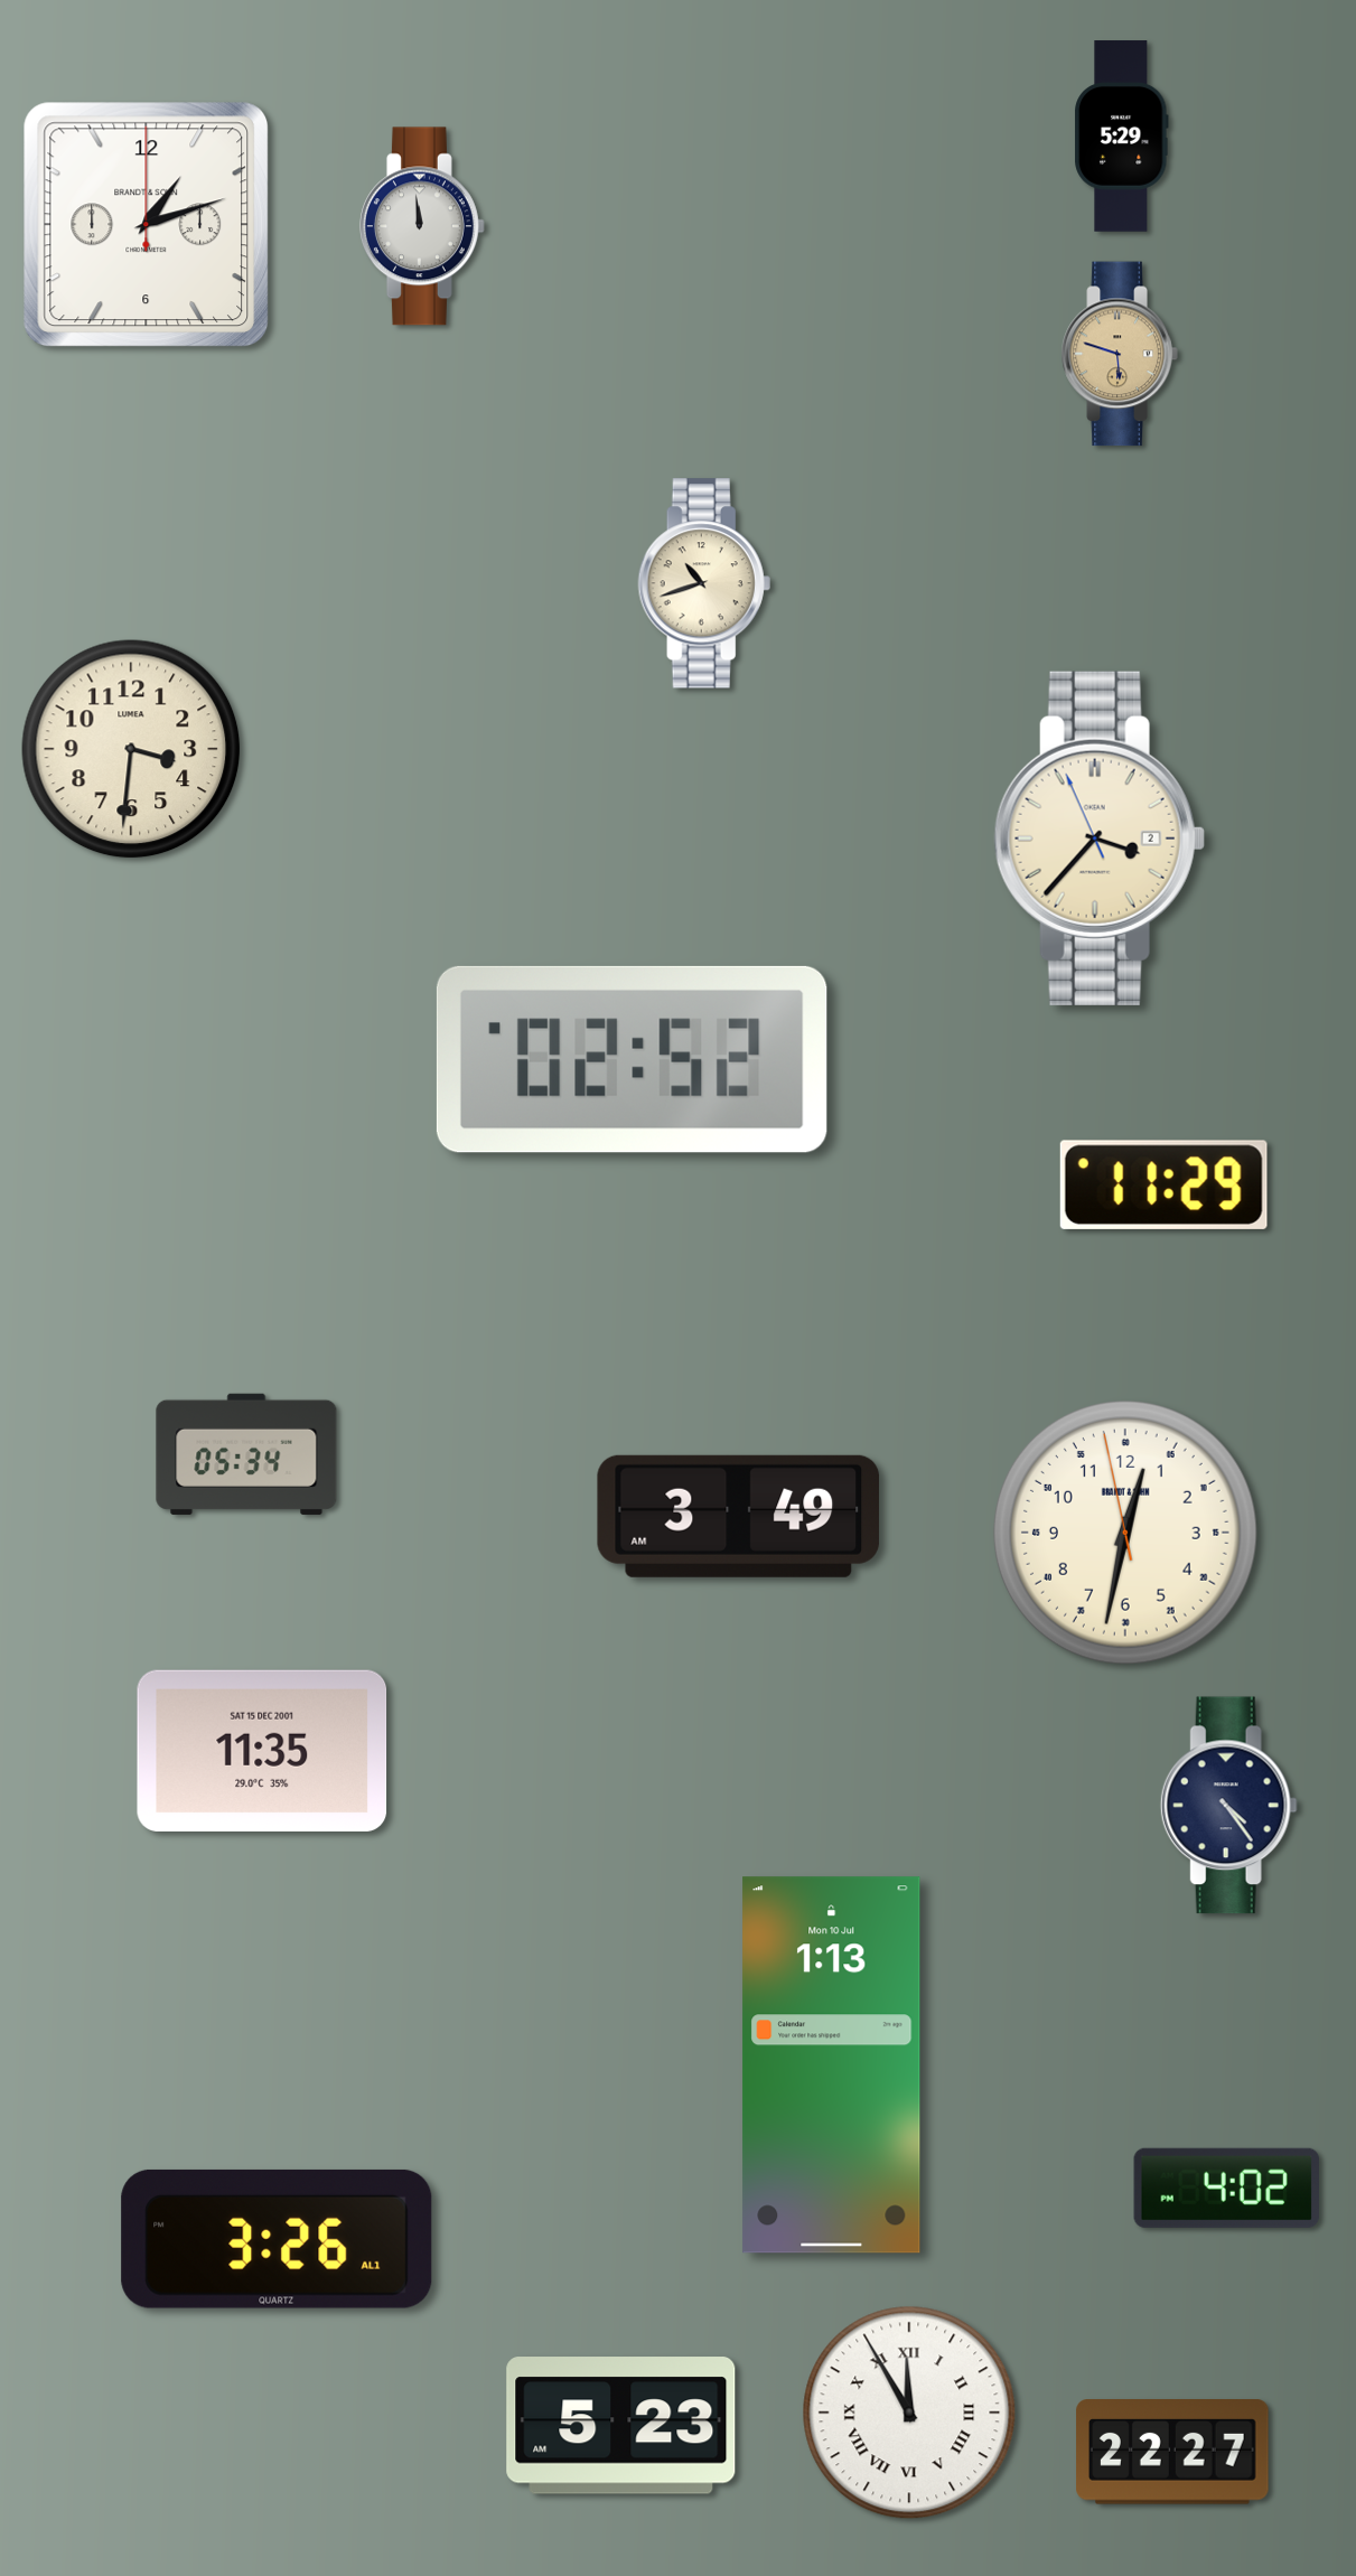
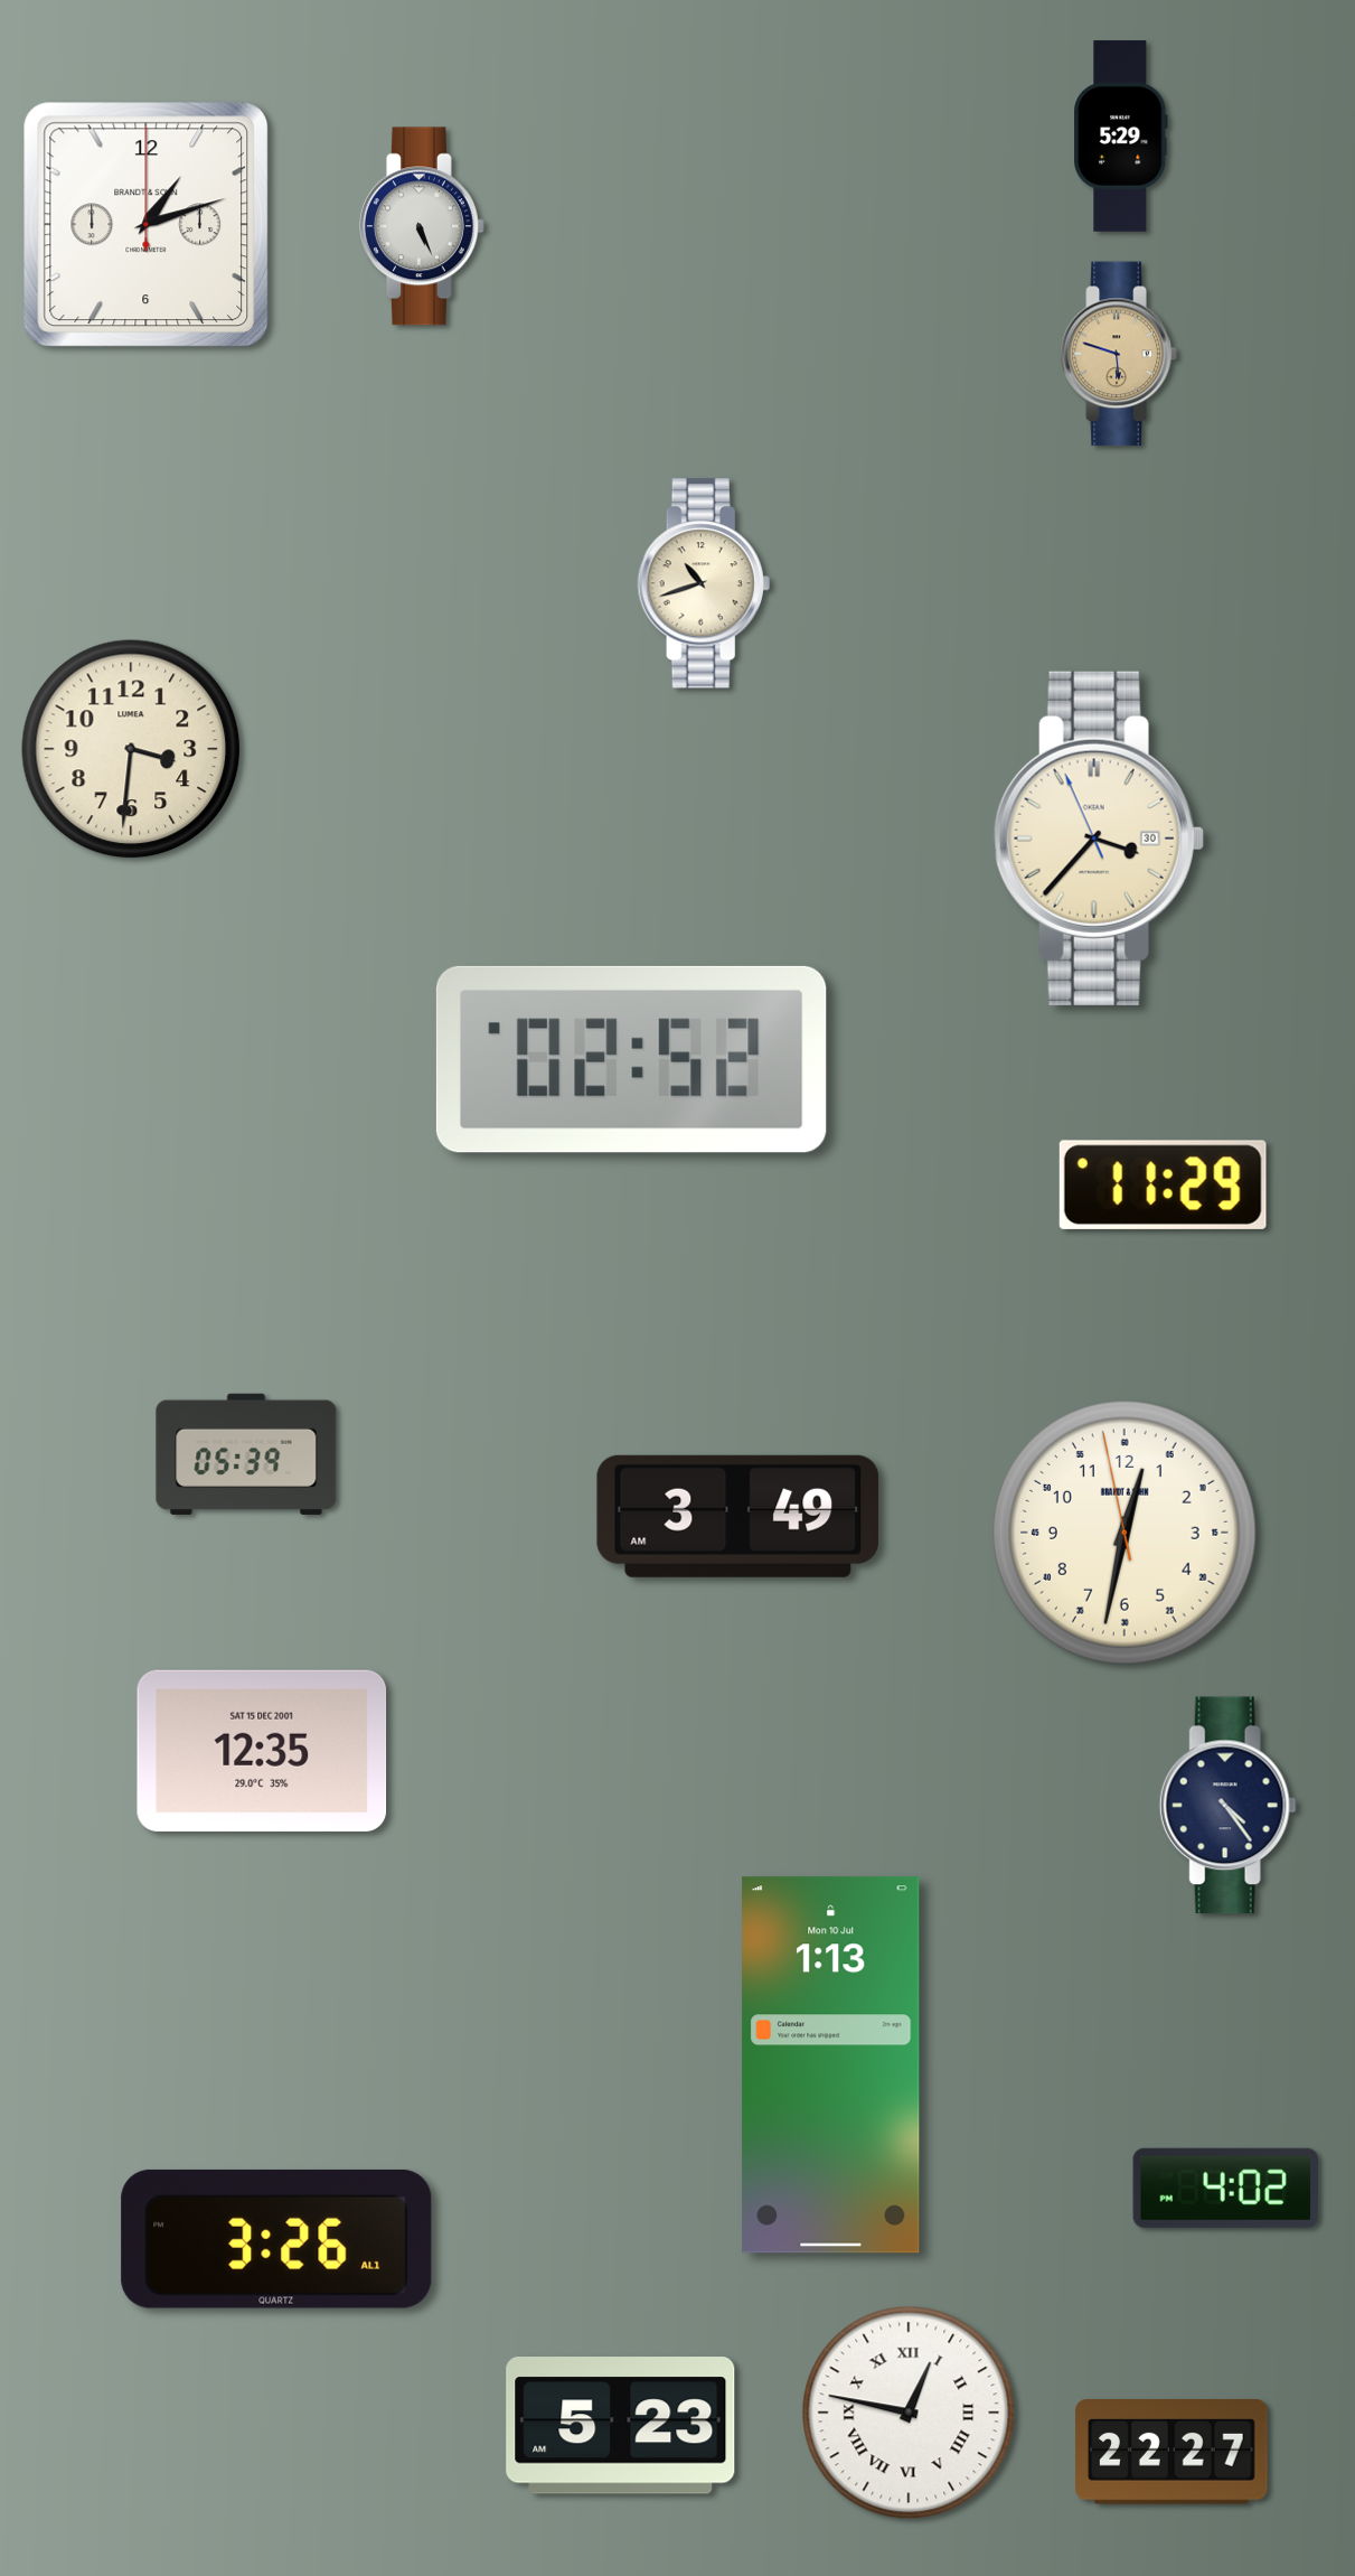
clock at (422, 226): 11:59 -> 5:26
clock at (1100, 839) date: 2 -> 30
clock at (246, 1454): 05:34 -> 05:39
clock at (262, 1751): 11:35 -> 12:35
clock at (909, 2413): 11:55 -> 12:47
